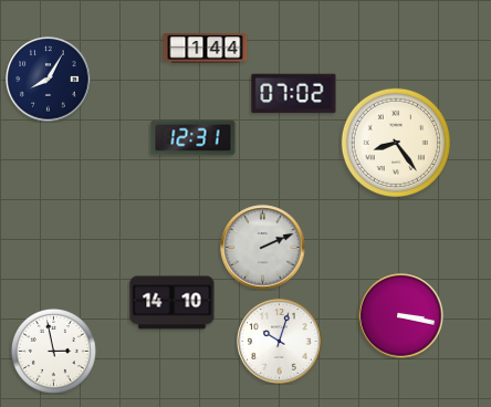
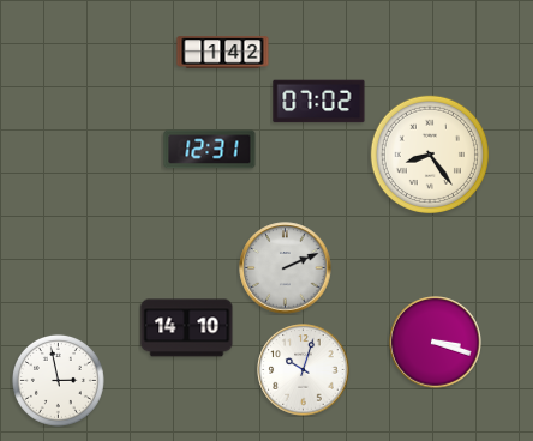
clock at (206, 49): 1:44 -> 1:42
clock at (49, 80): 8:05 -> none
clock at (401, 316): 3:17 -> 3:18
